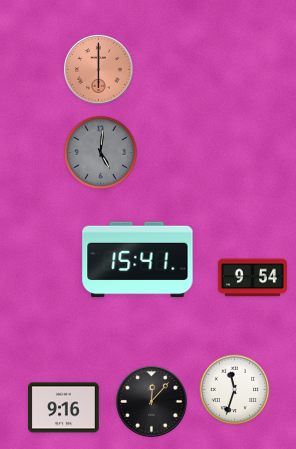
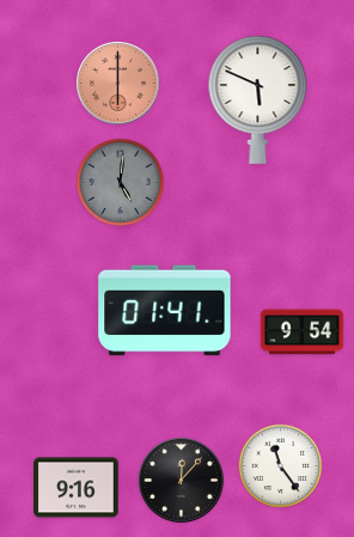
clock at (258, 99): none -> 5:49
clock at (138, 260): 15:41 -> 01:41
clock at (235, 390): 11:33 -> 11:24
